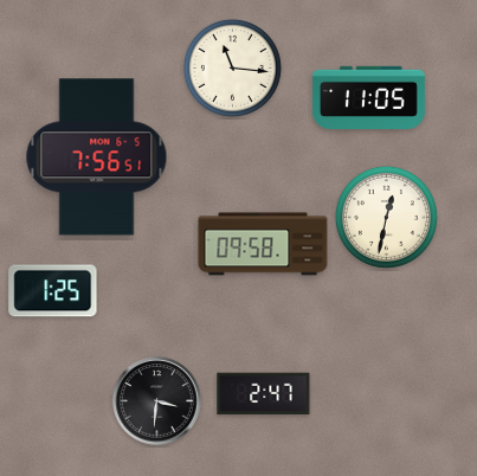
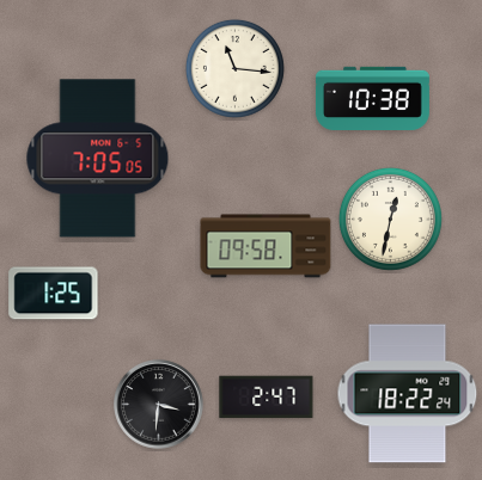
clock at (368, 97): 11:05 -> 10:38
clock at (97, 157): 7:56 -> 7:05
clock at (408, 394): none -> 18:22
